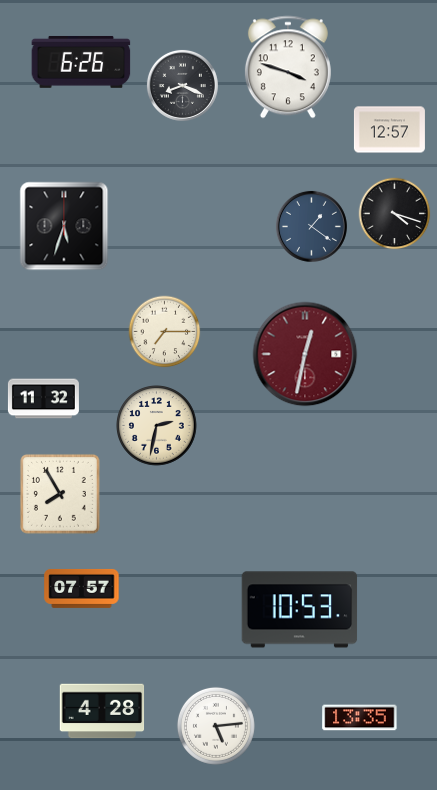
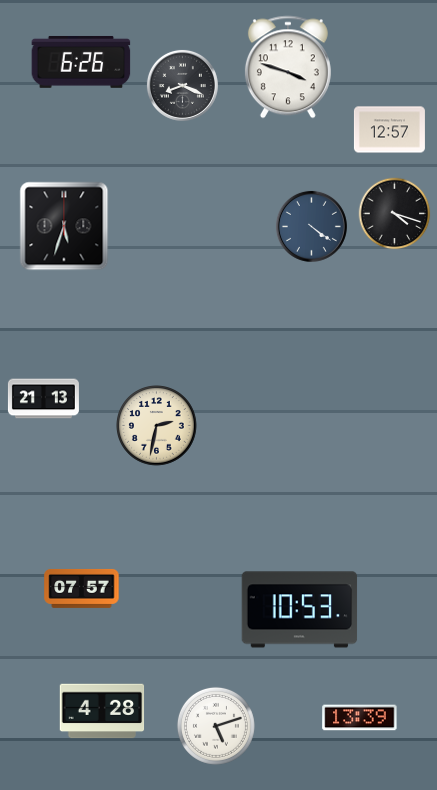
clock at (311, 226): 1:21 -> 4:21
clock at (165, 332): 7:15 -> none
clock at (305, 354): 12:32 -> none
clock at (43, 399): 11:32 -> 21:13
clock at (60, 494): 7:55 -> none
clock at (360, 718): 13:35 -> 13:39
clock at (216, 726): 5:14 -> 5:12
